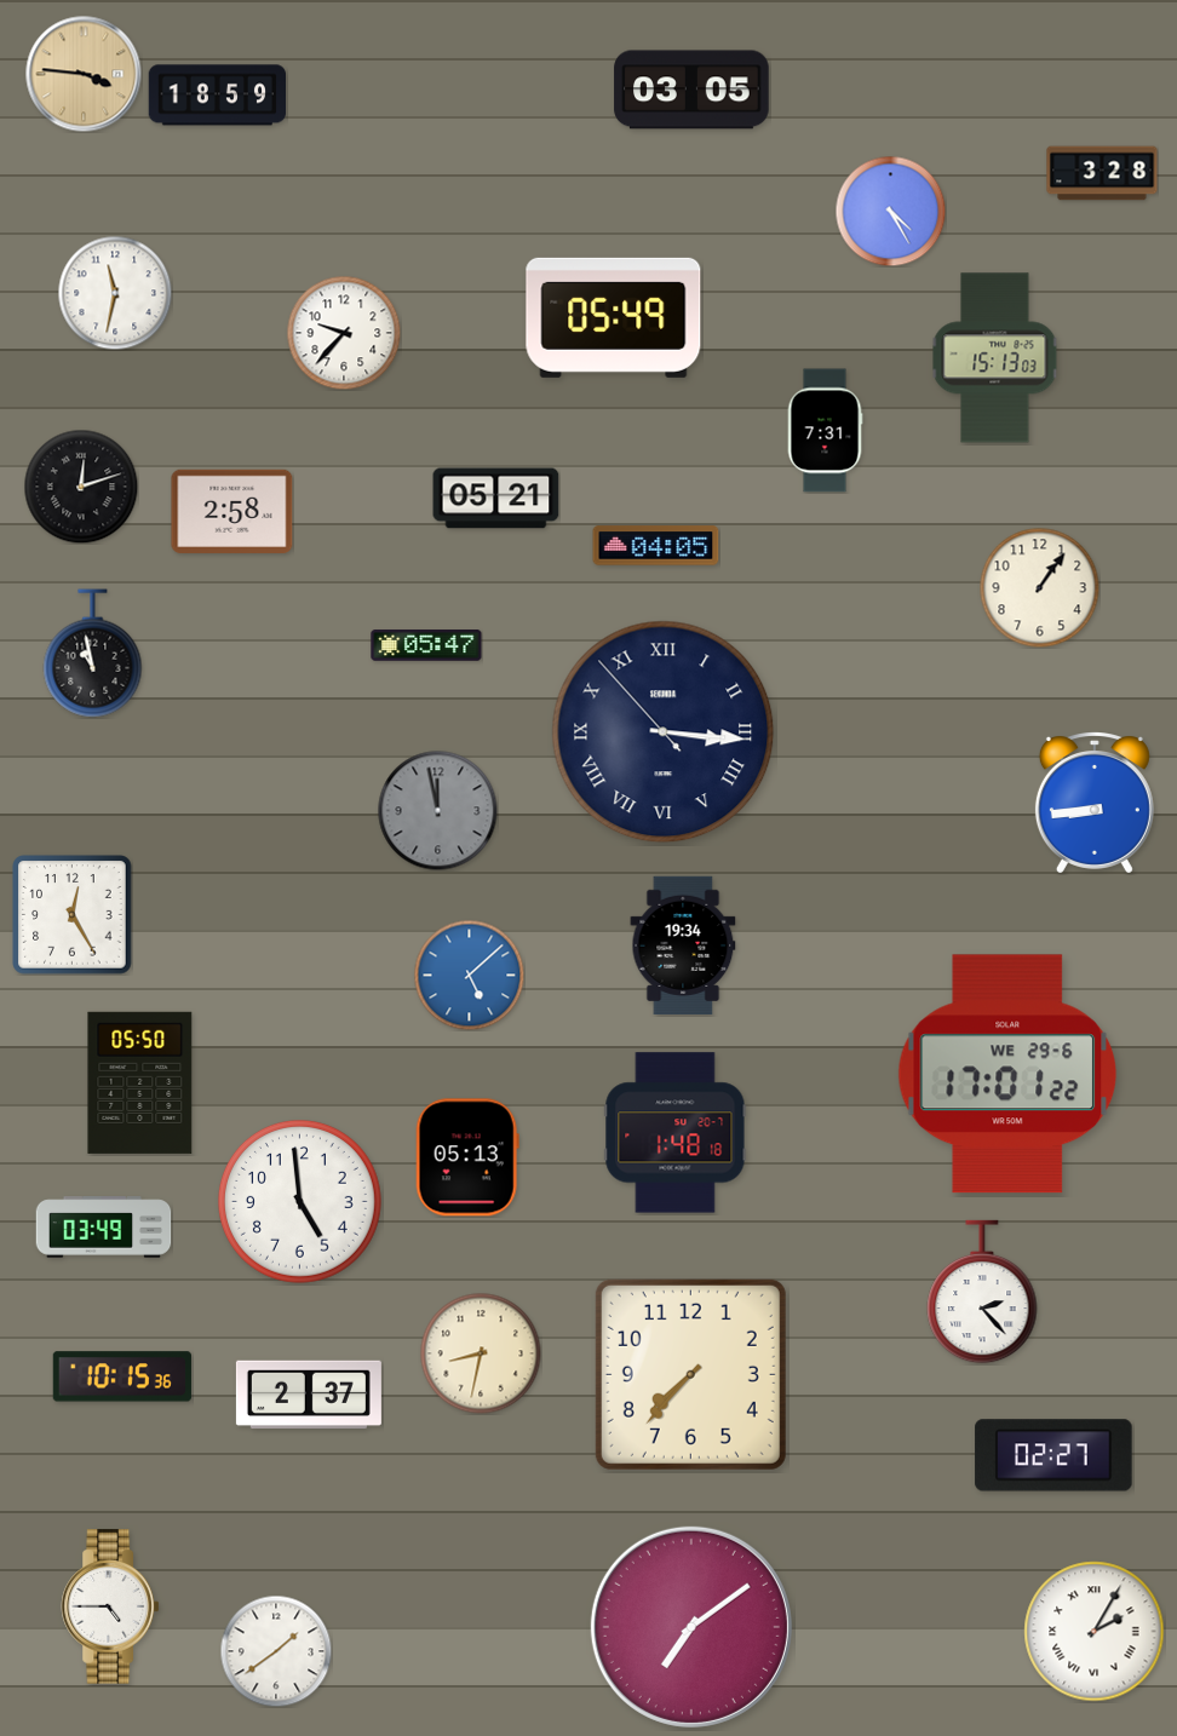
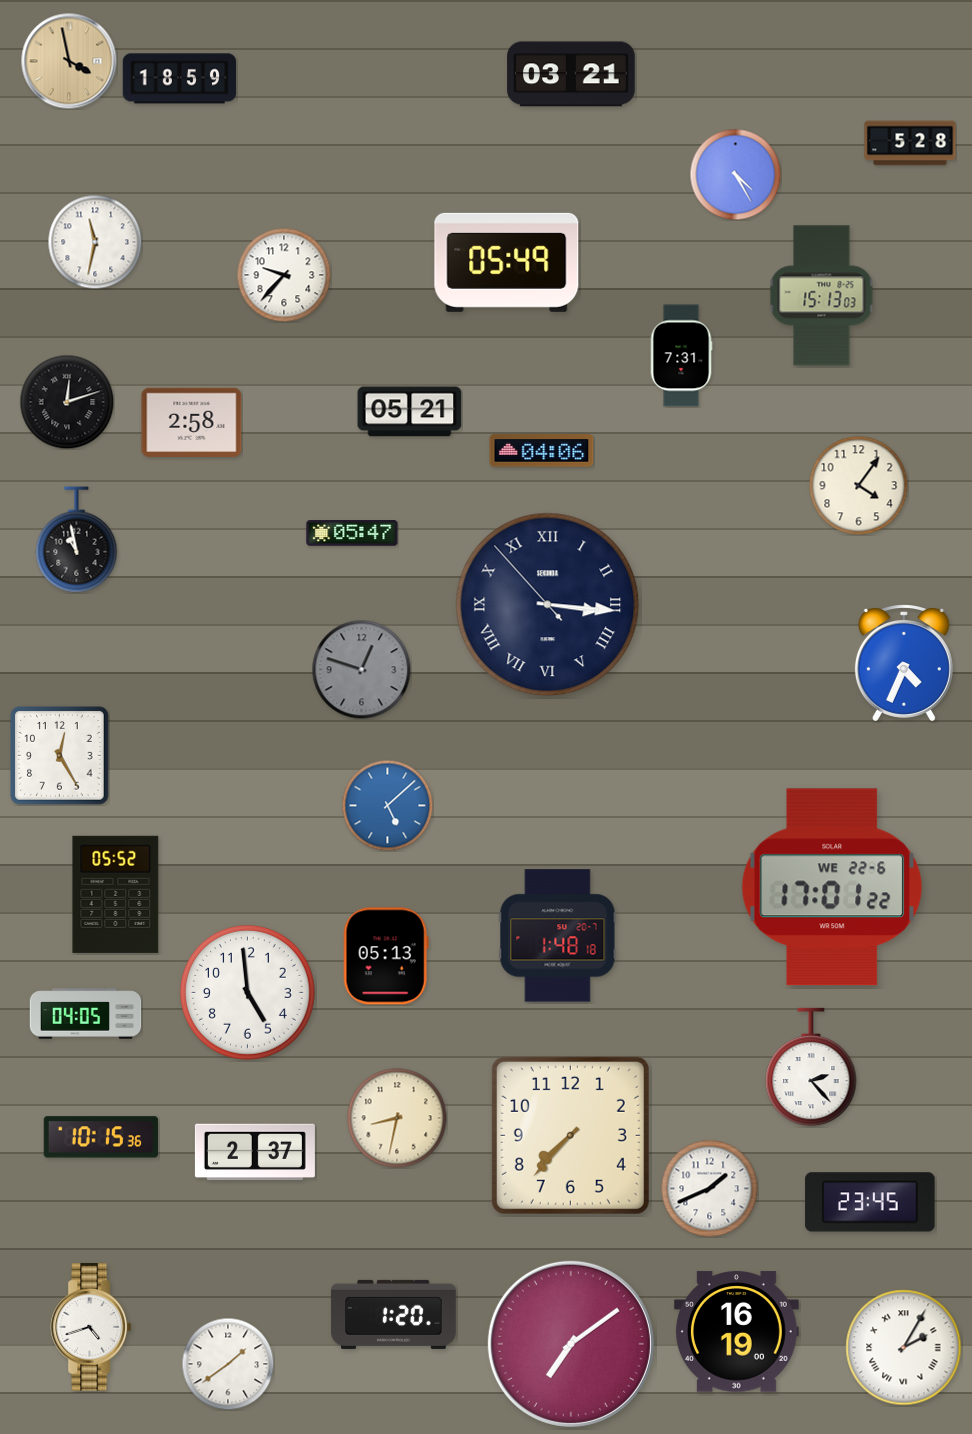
clock at (84, 74): 3:46 -> 3:58
clock at (691, 90): 03:05 -> 03:21
clock at (1102, 173): 3:28 -> 5:28
clock at (656, 546): 04:05 -> 04:06
clock at (1040, 588): 1:06 -> 4:06
clock at (1095, 803): 8:44 -> 4:34
clock at (438, 811): 11:58 -> 12:48
clock at (683, 944): 19:34 -> none
clock at (1007, 1074) date: WE 29-6 -> WE 22-6
clock at (140, 1082): 05:50 -> 05:52
clock at (104, 1228): 03:49 -> 04:05
clock at (709, 1188): none -> 1:41
clock at (1053, 1455): 02:27 -> 23:45
clock at (394, 1314): none -> 1:20
clock at (109, 1606): 4:45 -> 4:42
clock at (736, 1332): none -> 16:19
